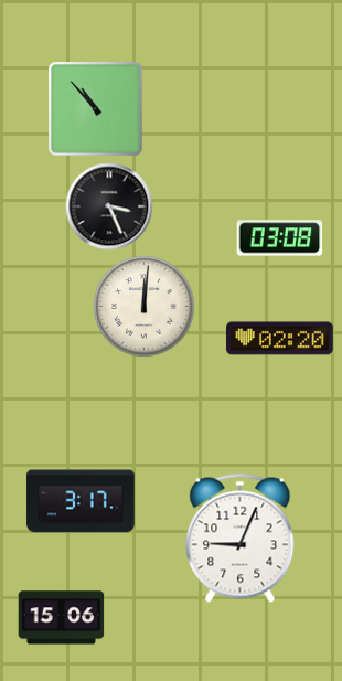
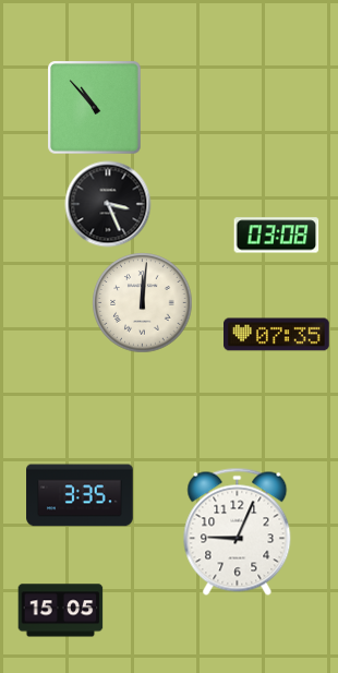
clock at (280, 339): 02:20 -> 07:35
clock at (81, 501): 3:17 -> 3:35
clock at (61, 618): 15:06 -> 15:05
